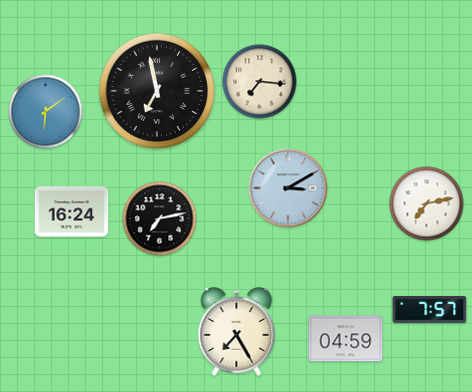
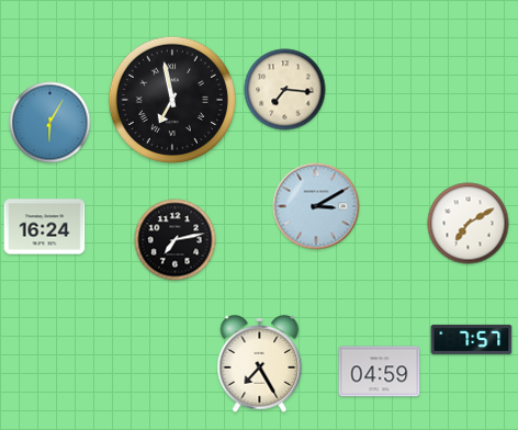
clock at (46, 112): 6:09 -> 6:05
clock at (427, 204): 7:13 -> 7:10
clock at (72, 212) position: (72, 212) -> (45, 227)
